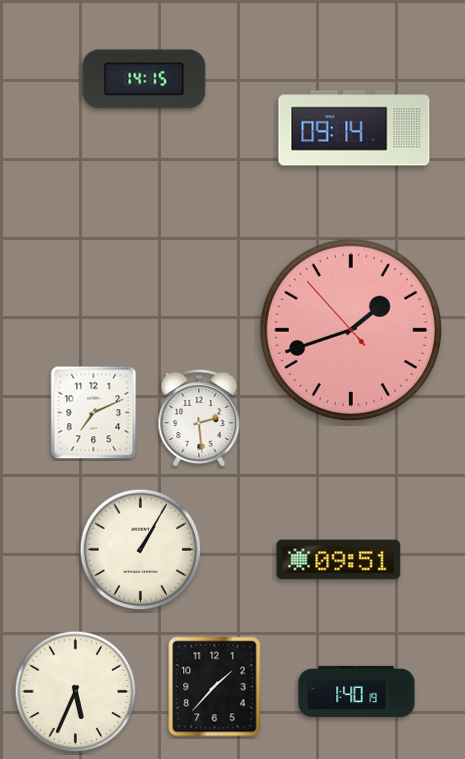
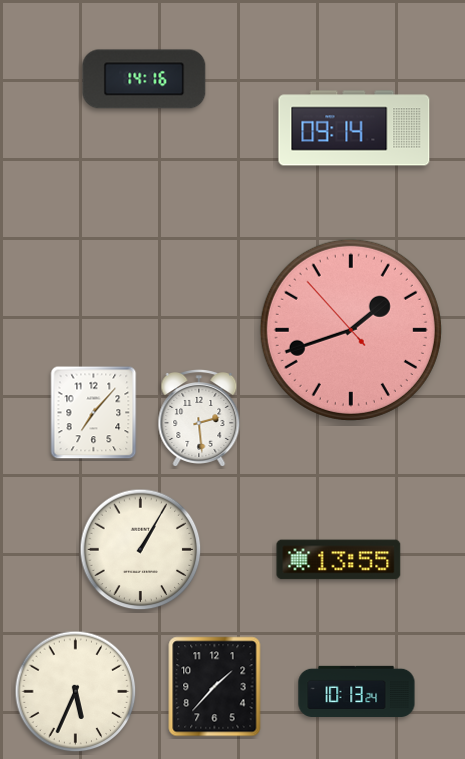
clock at (144, 79): 14:15 -> 14:16
clock at (94, 413): 7:11 -> 7:07
clock at (339, 560): 09:51 -> 13:55
clock at (357, 691): 1:40 -> 10:13
